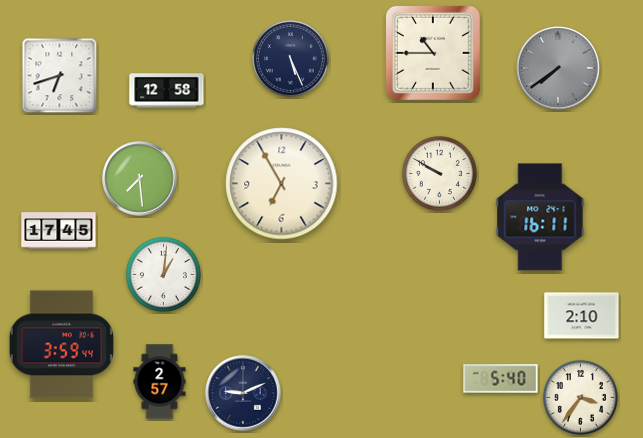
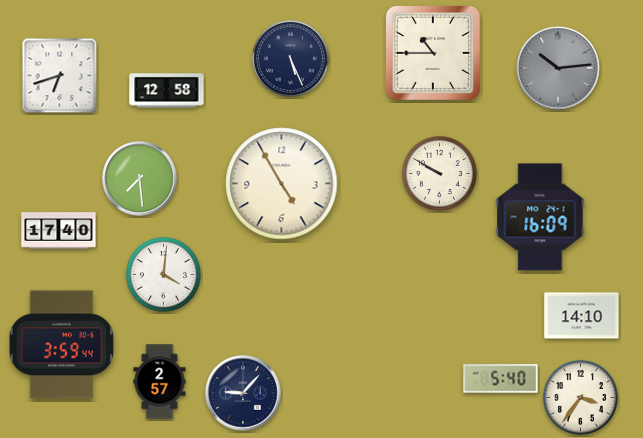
clock at (558, 68): 7:39 -> 10:14
clock at (282, 184): 6:55 -> 4:55
clock at (540, 217): 16:11 -> 16:09
clock at (59, 231): 17:45 -> 17:40
clock at (163, 274): 1:01 -> 4:01
clock at (582, 316): 2:10 -> 14:10
clock at (243, 393): 9:11 -> 9:07
